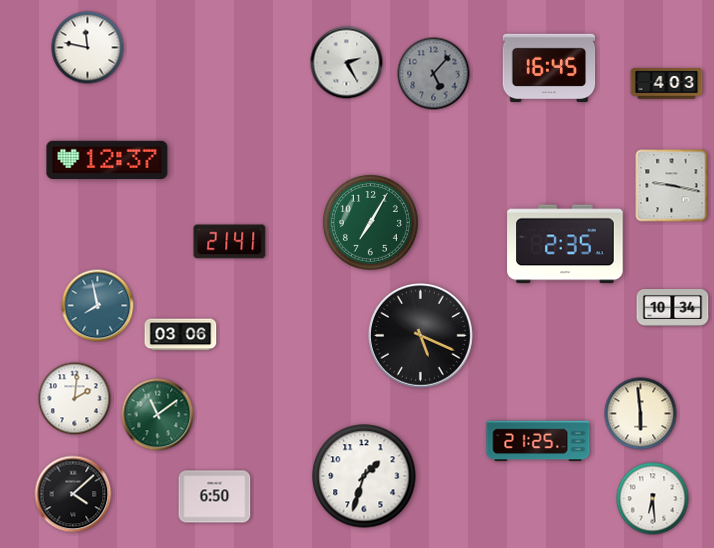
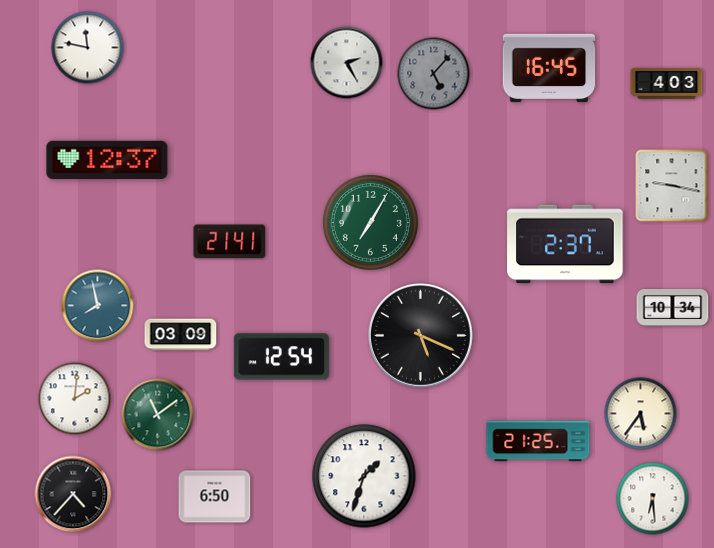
clock at (565, 244): 2:35 -> 2:37
clock at (181, 335): 03:06 -> 03:09
clock at (281, 357): none -> 12:54
clock at (641, 414): 5:59 -> 5:36
clock at (73, 494): 4:08 -> 4:37
